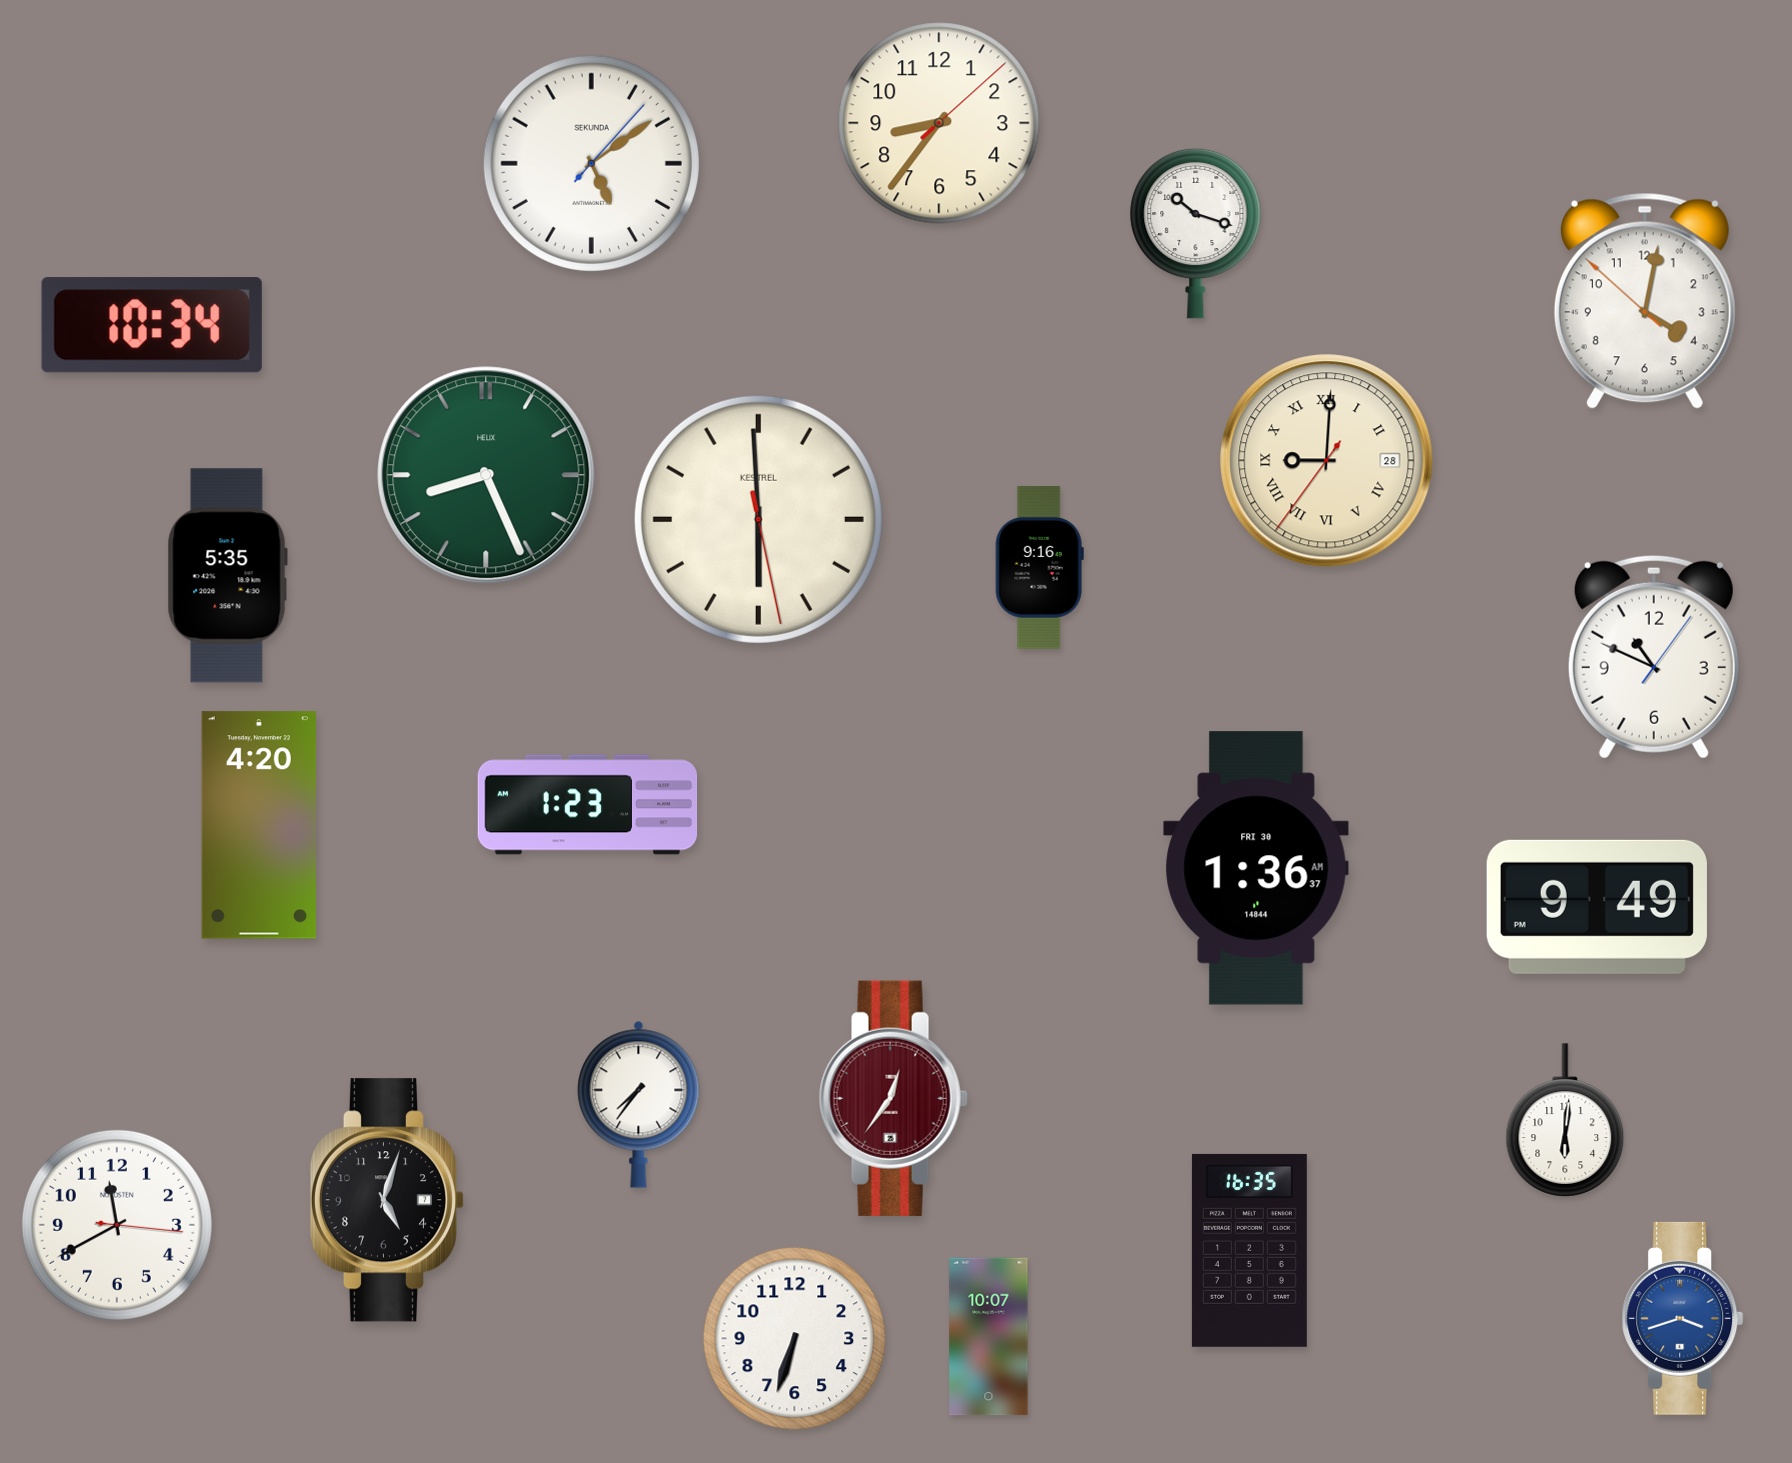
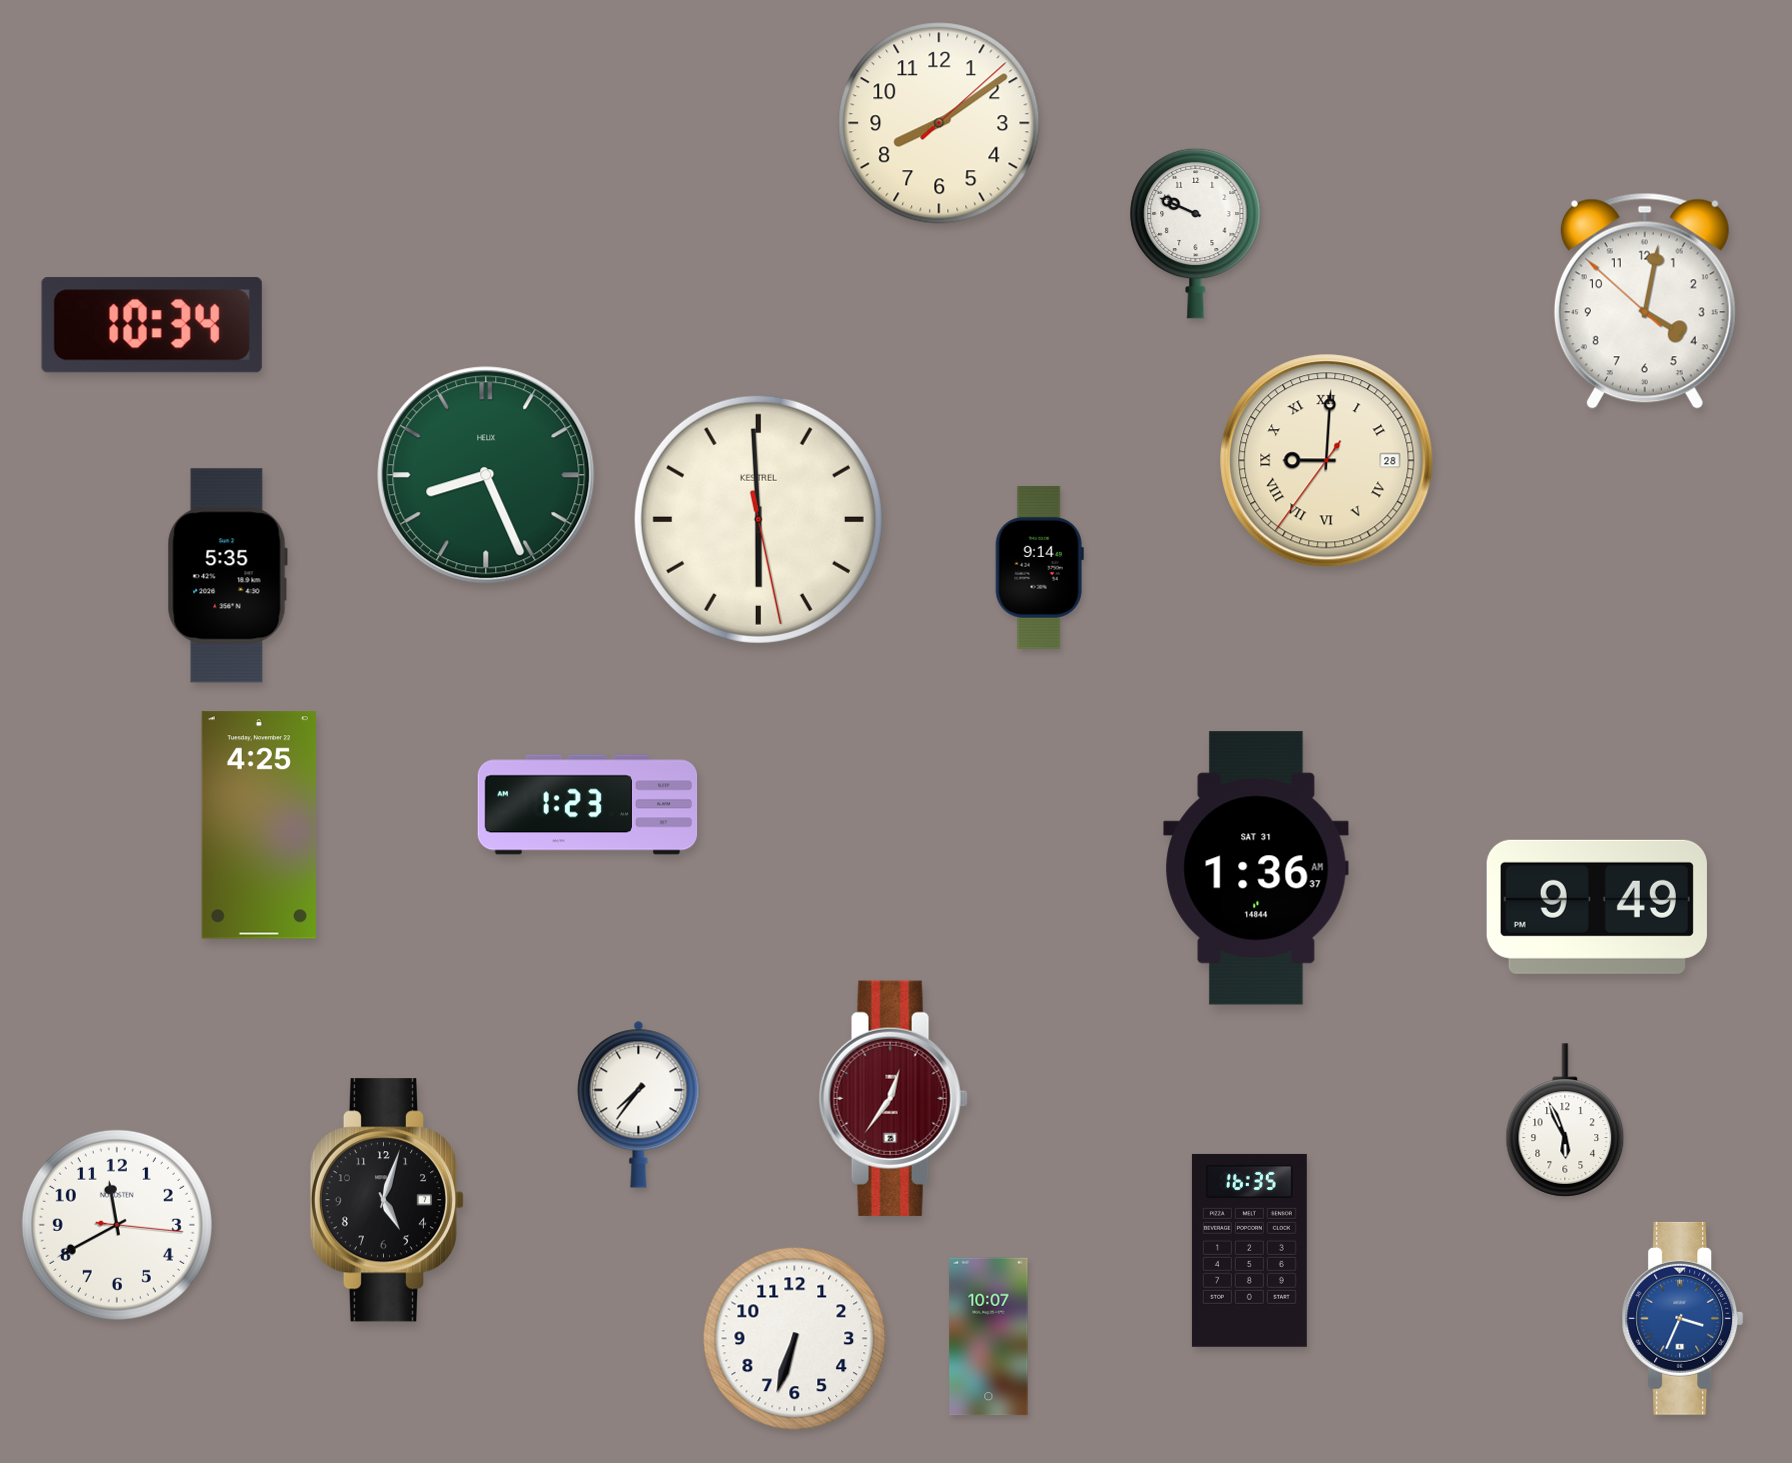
clock at (939, 123): 8:36 -> 8:09
clock at (591, 163): 5:09 -> none
clock at (1196, 233): 10:18 -> 9:49
clock at (1039, 567): 9:16 -> 9:14
clock at (1654, 657): 10:49 -> none
clock at (259, 825): 4:20 -> 4:25
clock at (1256, 868) date: FRI 30 -> SAT 31
clock at (1565, 1120): 6:01 -> 5:56
clock at (1683, 1318): 3:42 -> 3:34
